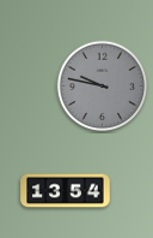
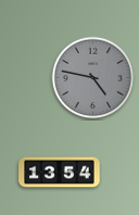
clock at (103, 87): 9:47 -> 4:47
